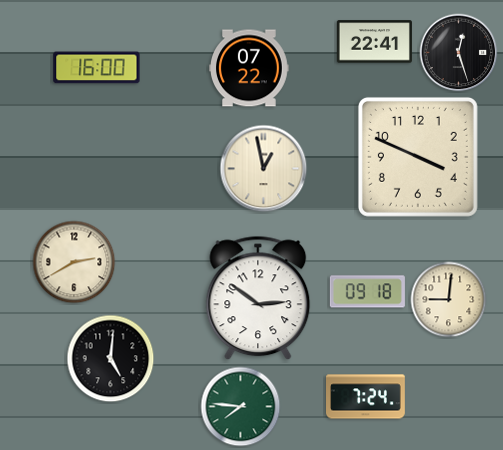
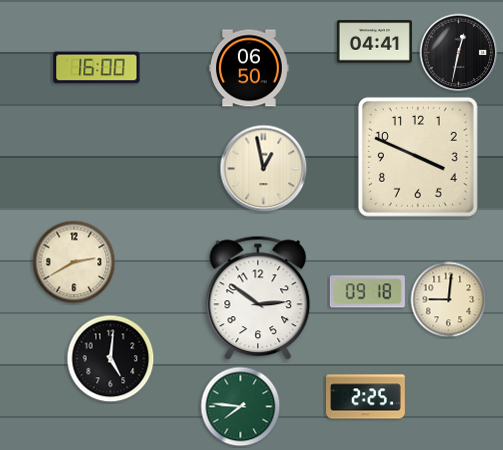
clock at (374, 42): 22:41 -> 04:41
clock at (459, 53): 12:27 -> 12:32
clock at (249, 68): 07:22 -> 06:50
clock at (366, 397): 7:24 -> 2:25
